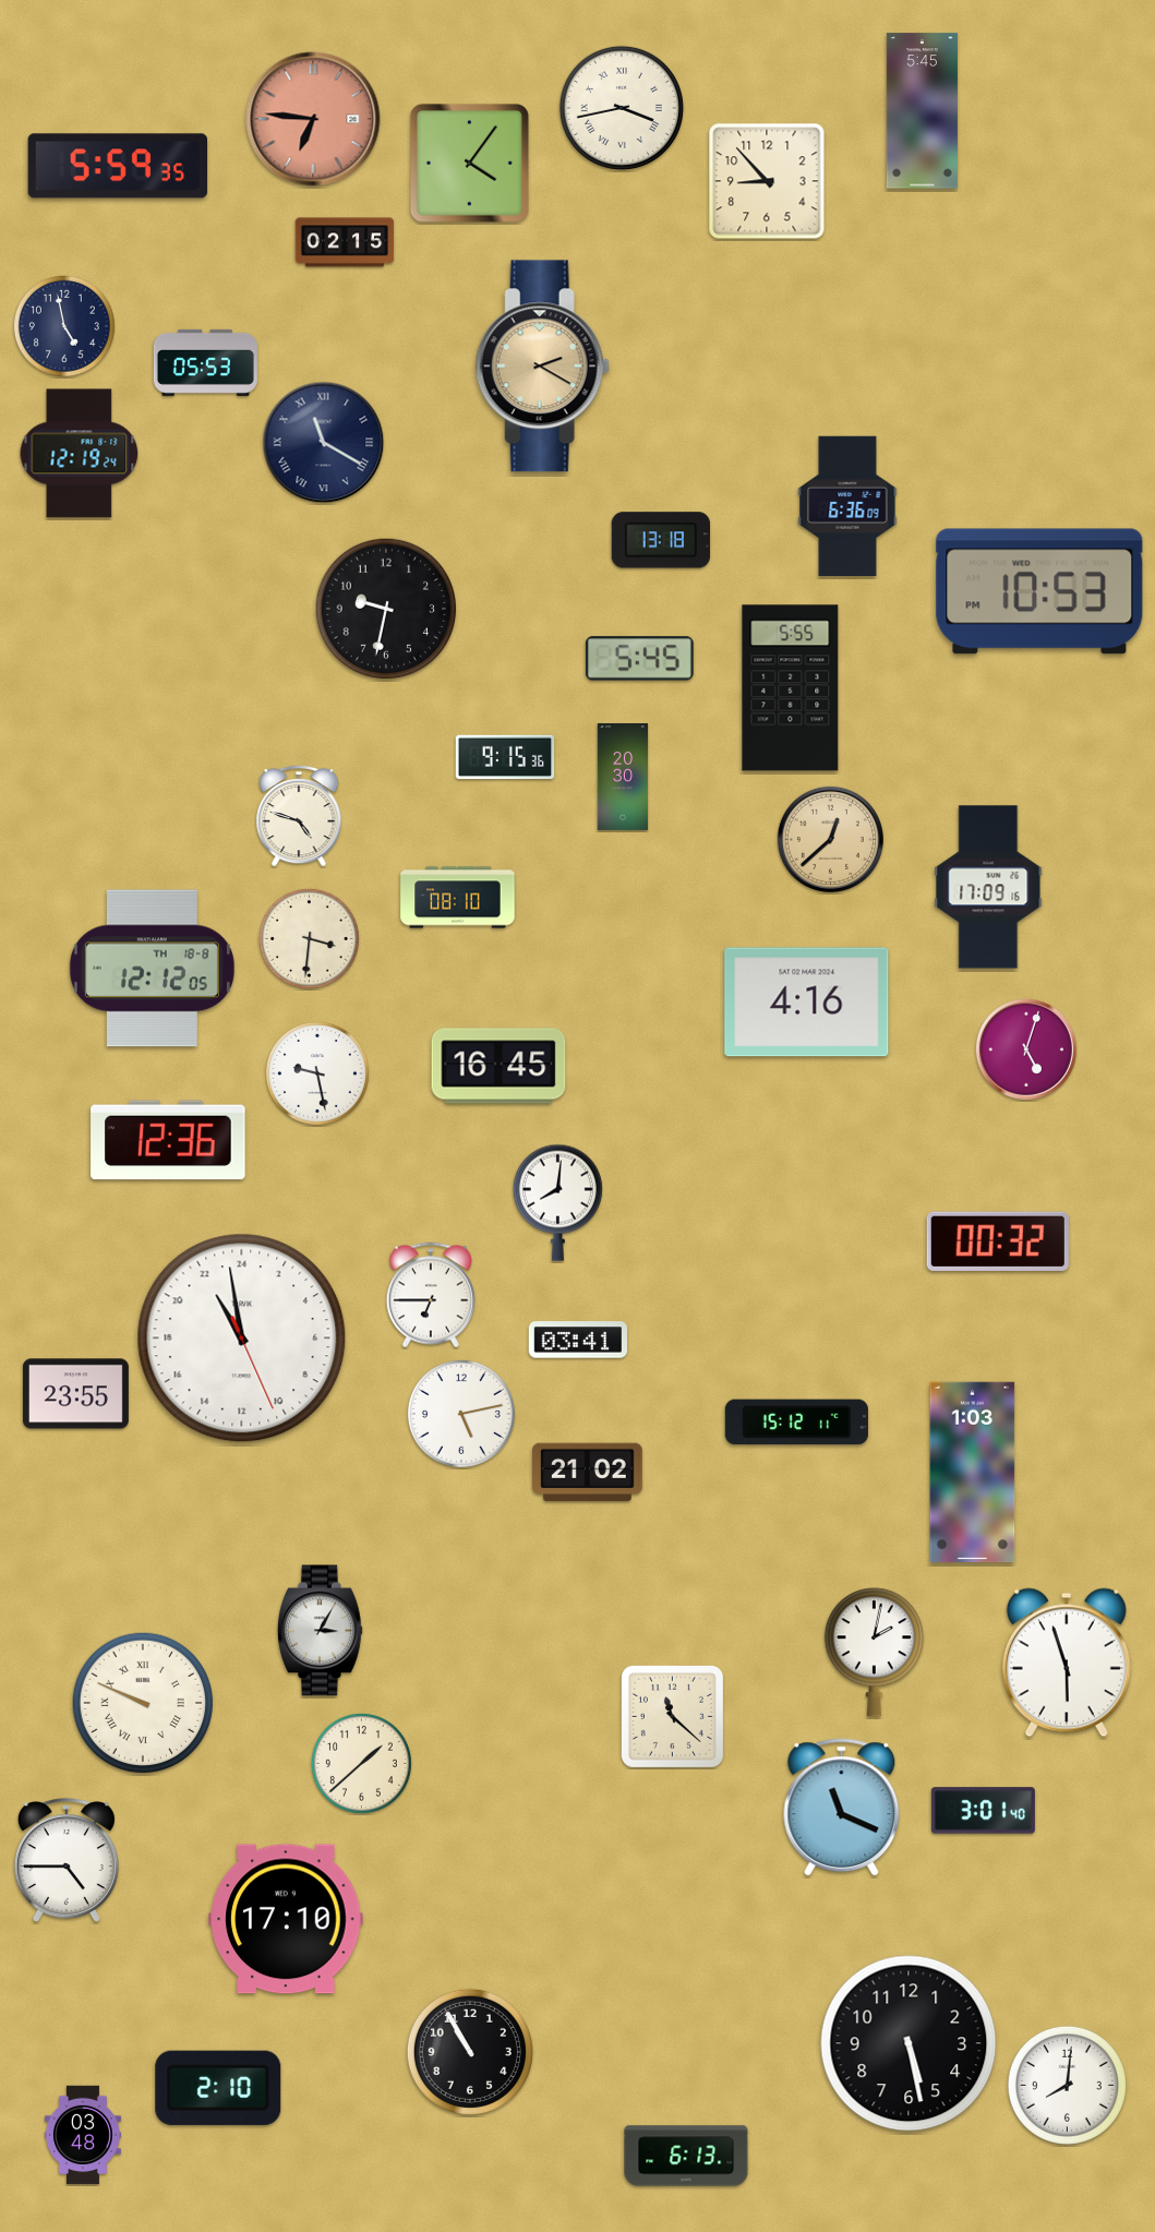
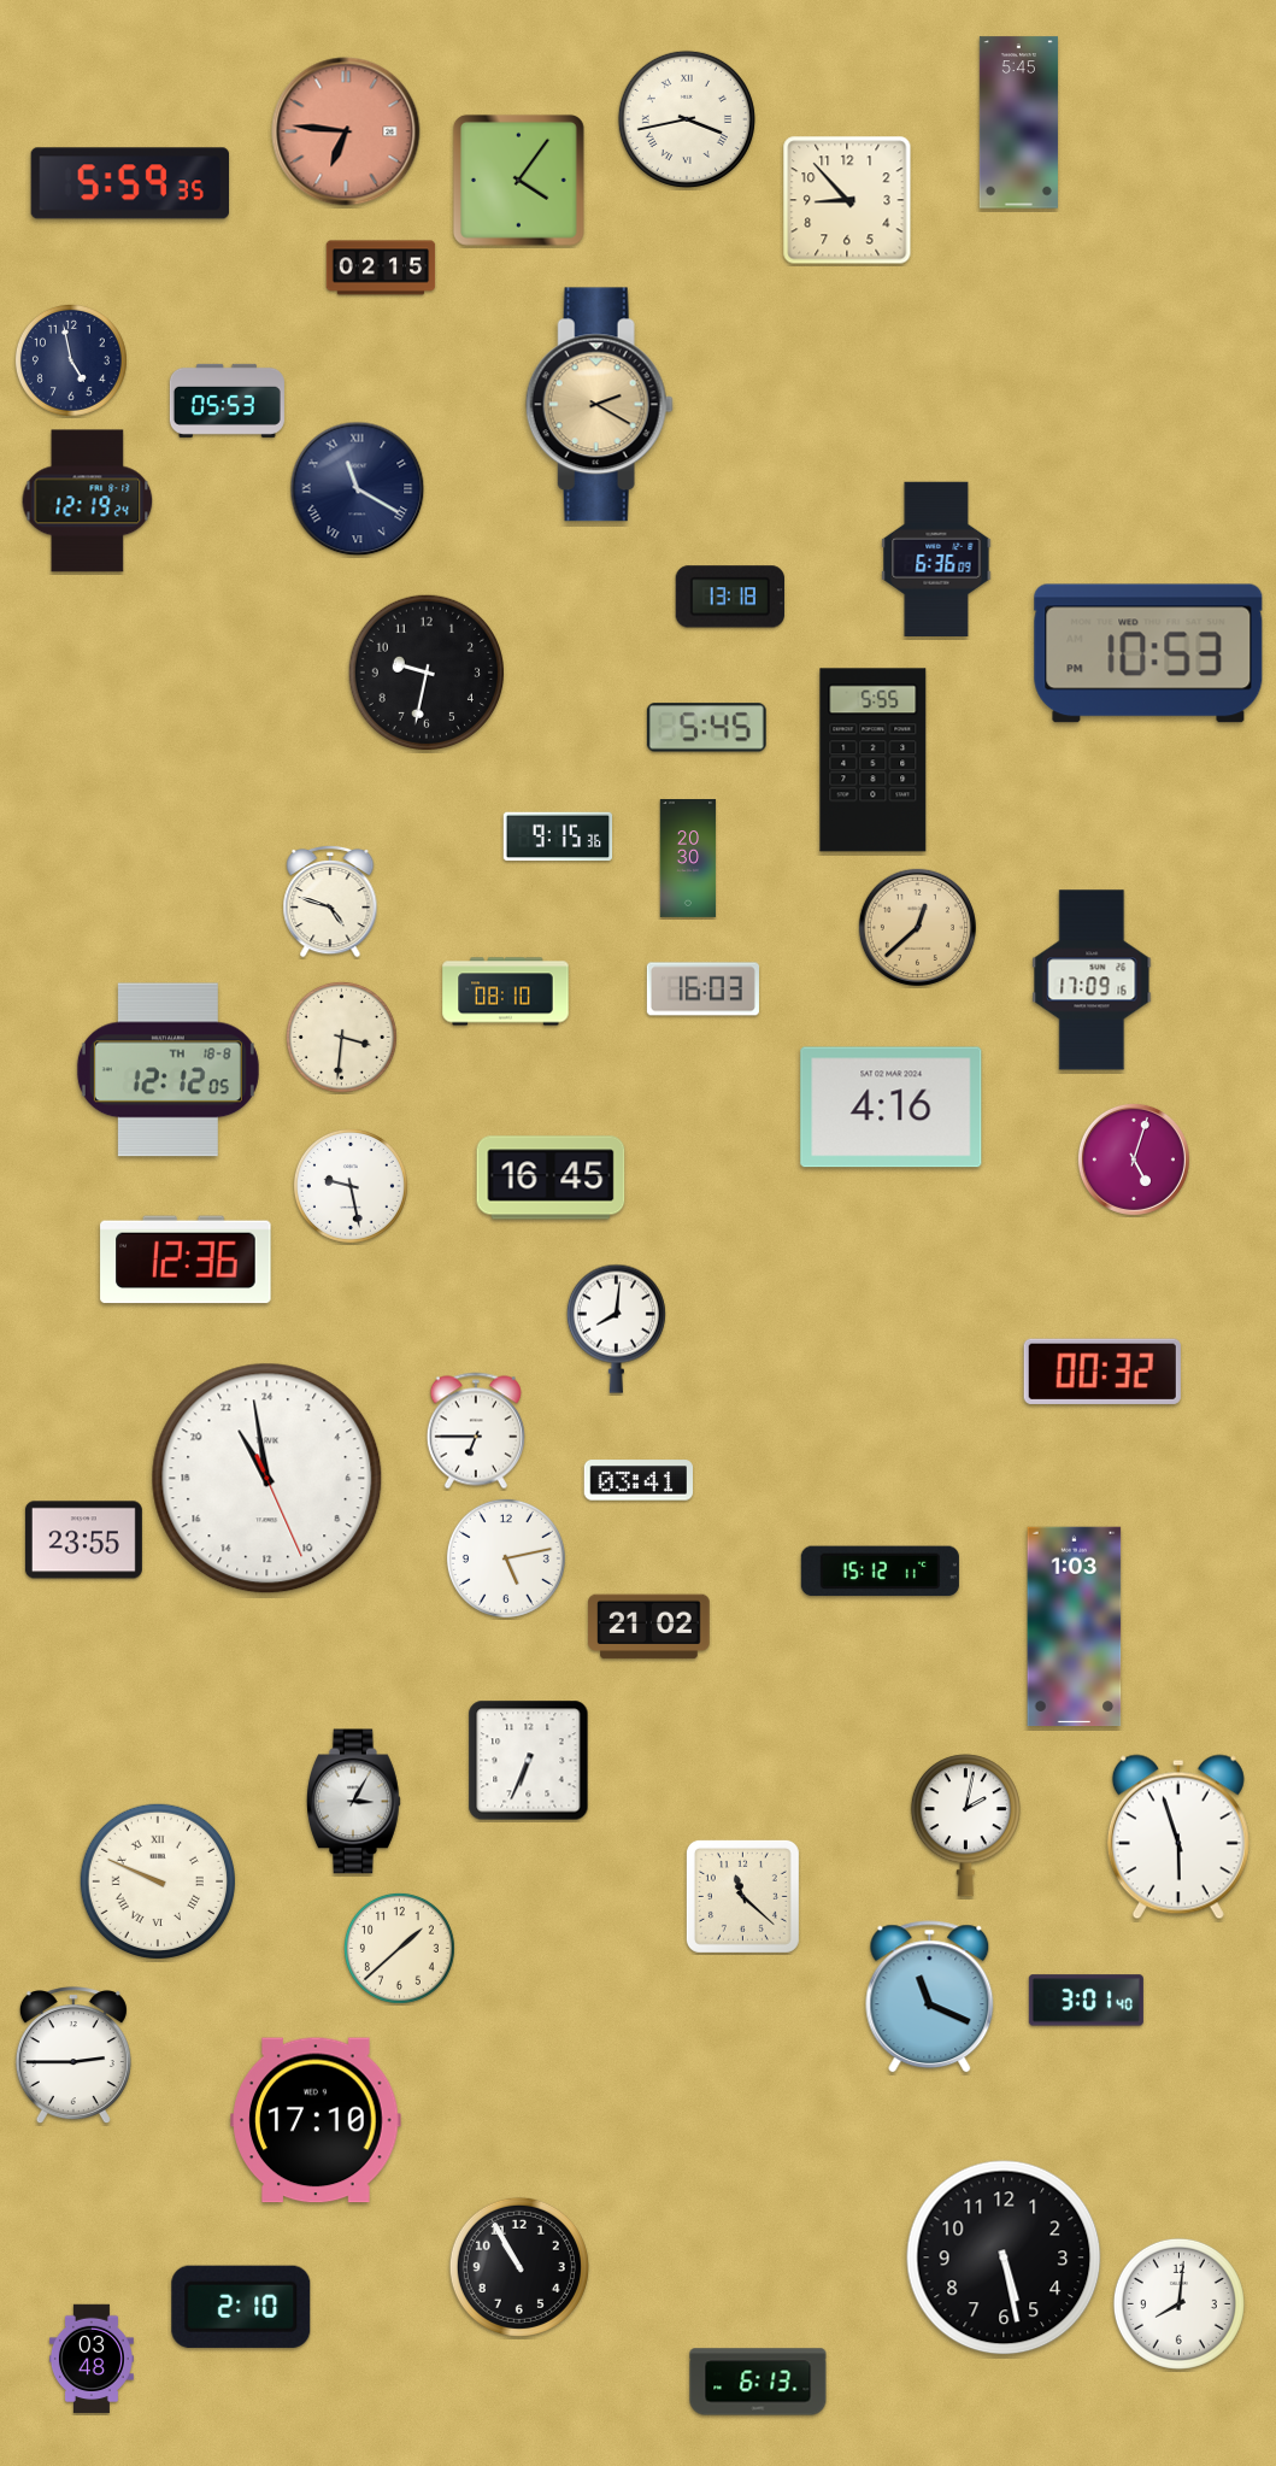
clock at (702, 990): none -> 16:03
clock at (461, 1414) position: (461, 1414) -> (506, 1558)
clock at (529, 1761): none -> 6:34
clock at (67, 1861): 4:45 -> 2:45
